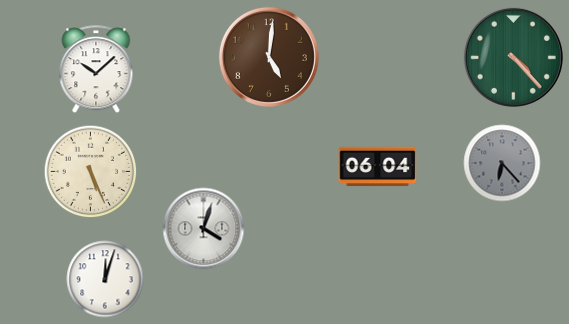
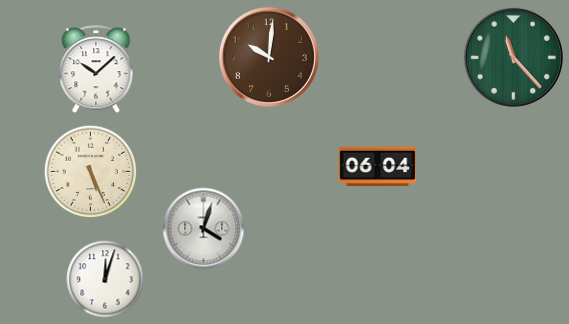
clock at (269, 57): 5:01 -> 10:01
clock at (513, 57): 4:23 -> 11:23
clock at (502, 163): 6:23 -> none
